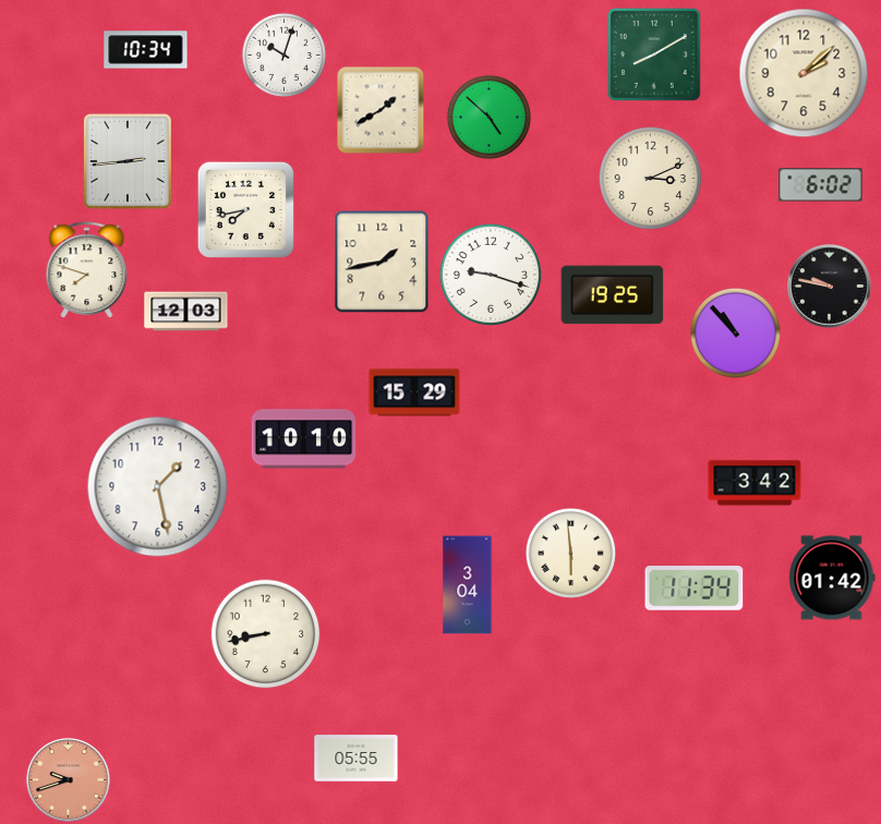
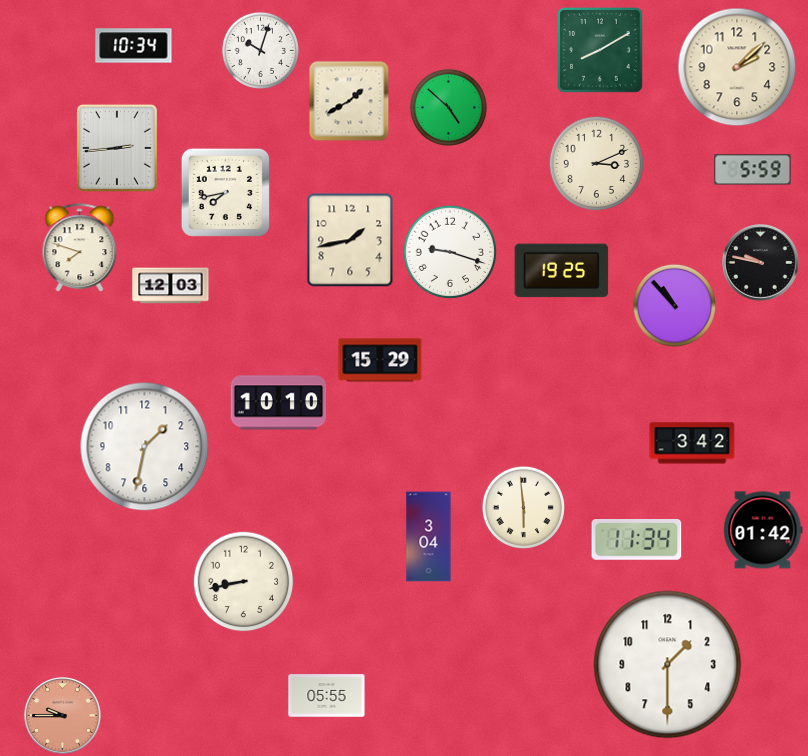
clock at (821, 185): 6:02 -> 5:59
clock at (158, 487): 1:28 -> 1:32
clock at (668, 665): none -> 1:30
clock at (69, 780): 9:42 -> 9:45
